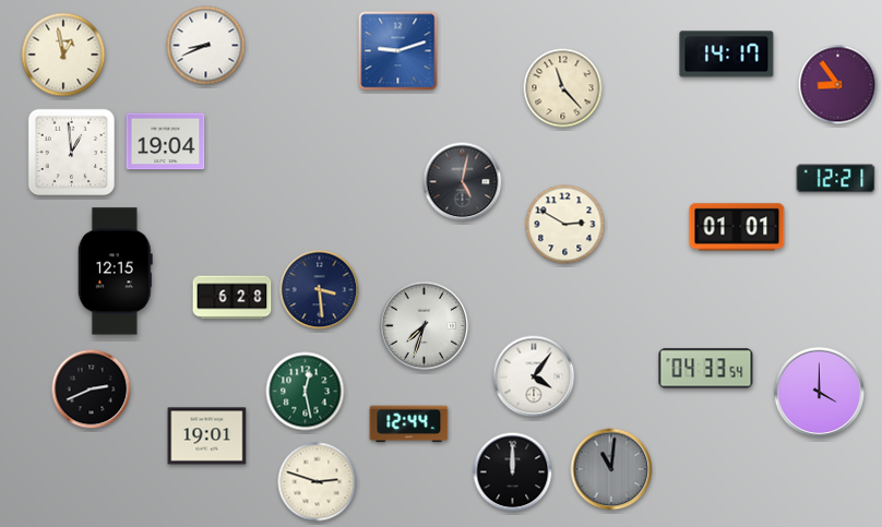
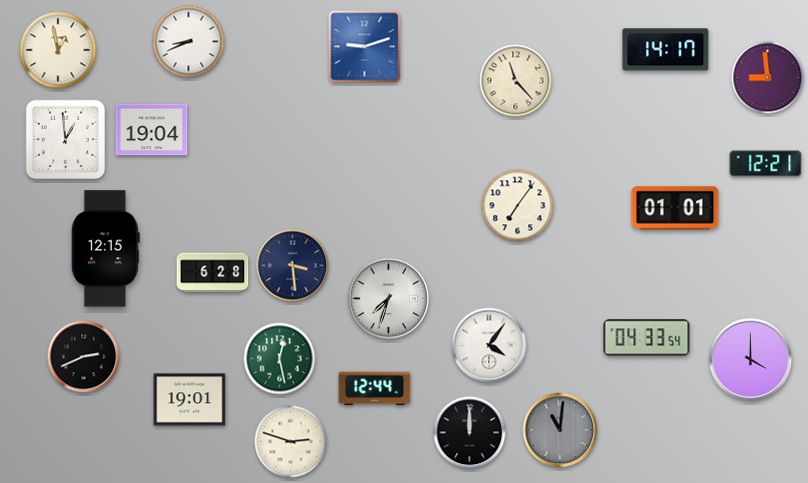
clock at (838, 85): 8:54 -> 8:59
clock at (463, 182): 5:02 -> none
clock at (565, 225): 2:50 -> 7:06
